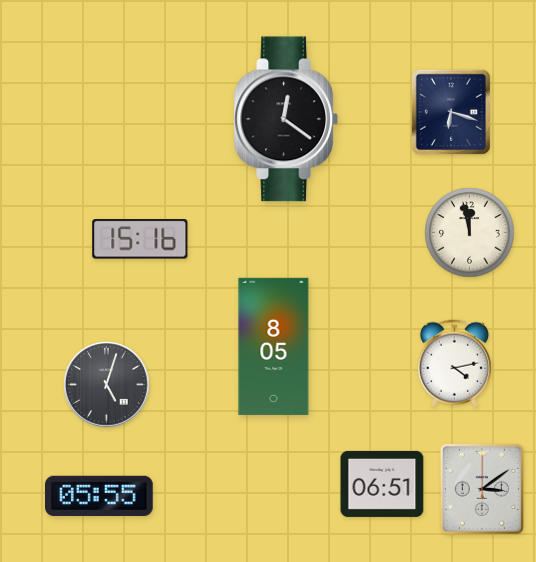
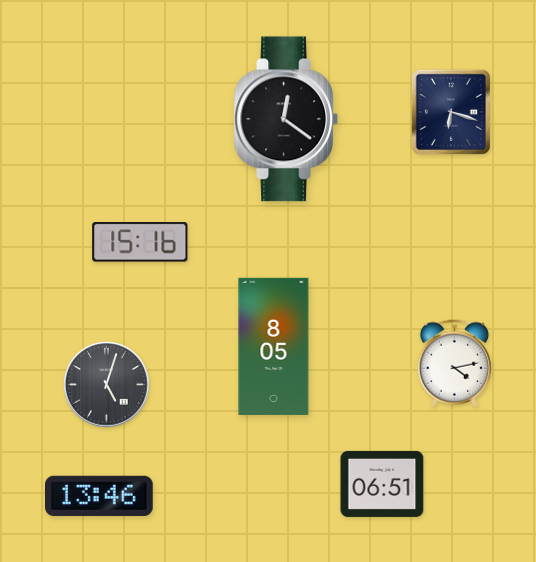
clock at (470, 233): 11:58 -> none
clock at (140, 239) position: (140, 239) -> (140, 242)
clock at (482, 489): 3:09 -> none
clock at (100, 496): 05:55 -> 13:46
